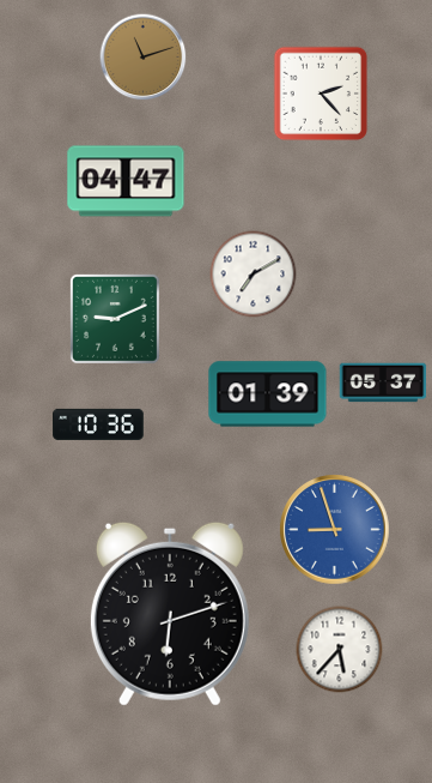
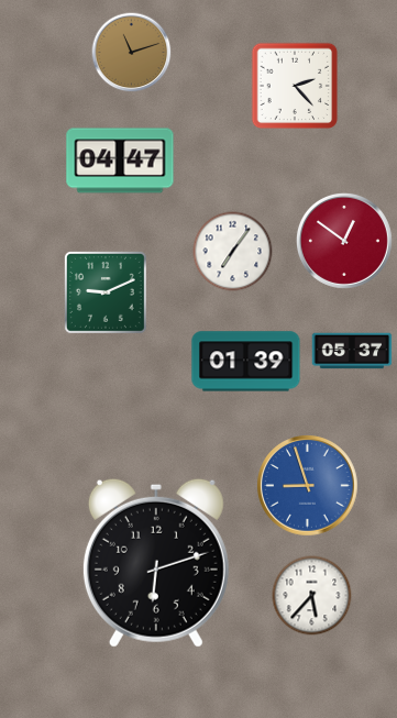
clock at (126, 181) position: (126, 181) -> (120, 161)
clock at (344, 241): none -> 12:51
clock at (254, 275): 7:10 -> 7:06
clock at (99, 424): 10:36 -> none
